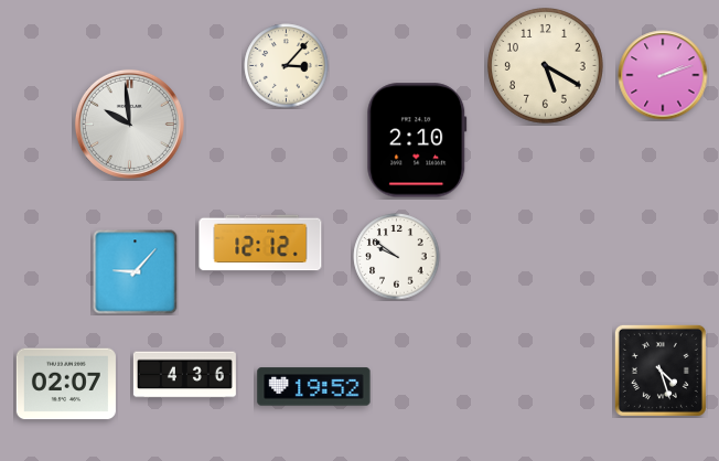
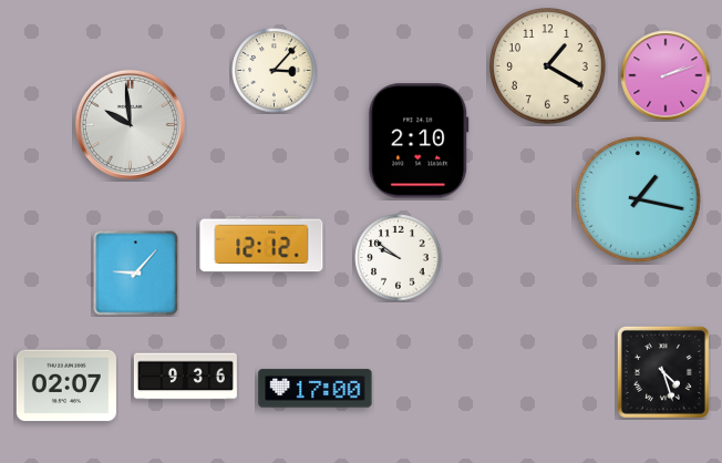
clock at (287, 66) position: (287, 66) -> (275, 71)
clock at (546, 66): 5:20 -> 1:20
clock at (638, 199): none -> 1:17
clock at (184, 375): 4:36 -> 9:36
clock at (314, 387): 19:52 -> 17:00
